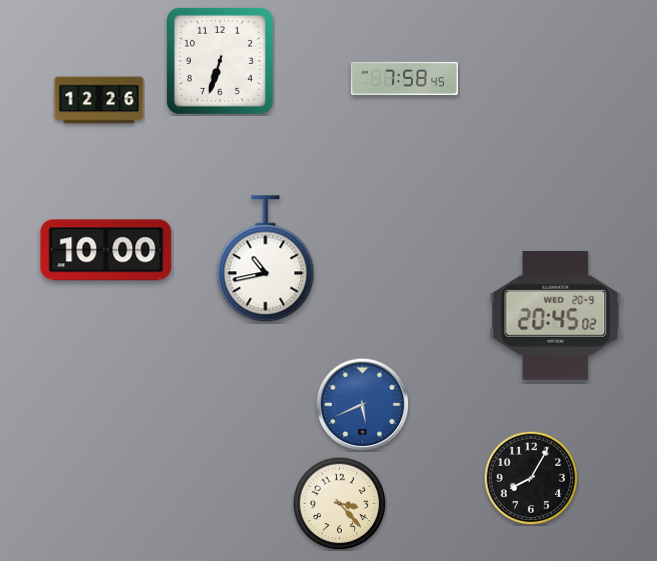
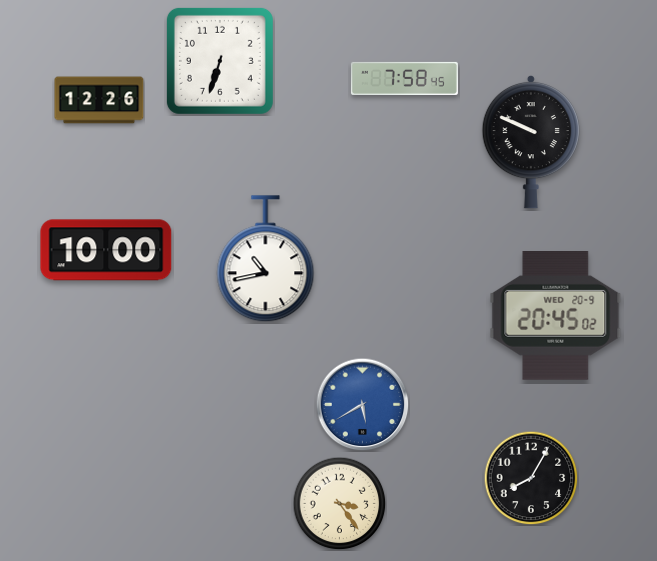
clock at (531, 142): none -> 9:49
clock at (362, 404): 5:41 -> 5:40
clock at (339, 503): 3:23 -> 3:24
